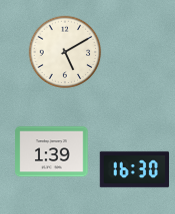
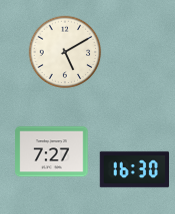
clock at (52, 152): 1:39 -> 7:27
